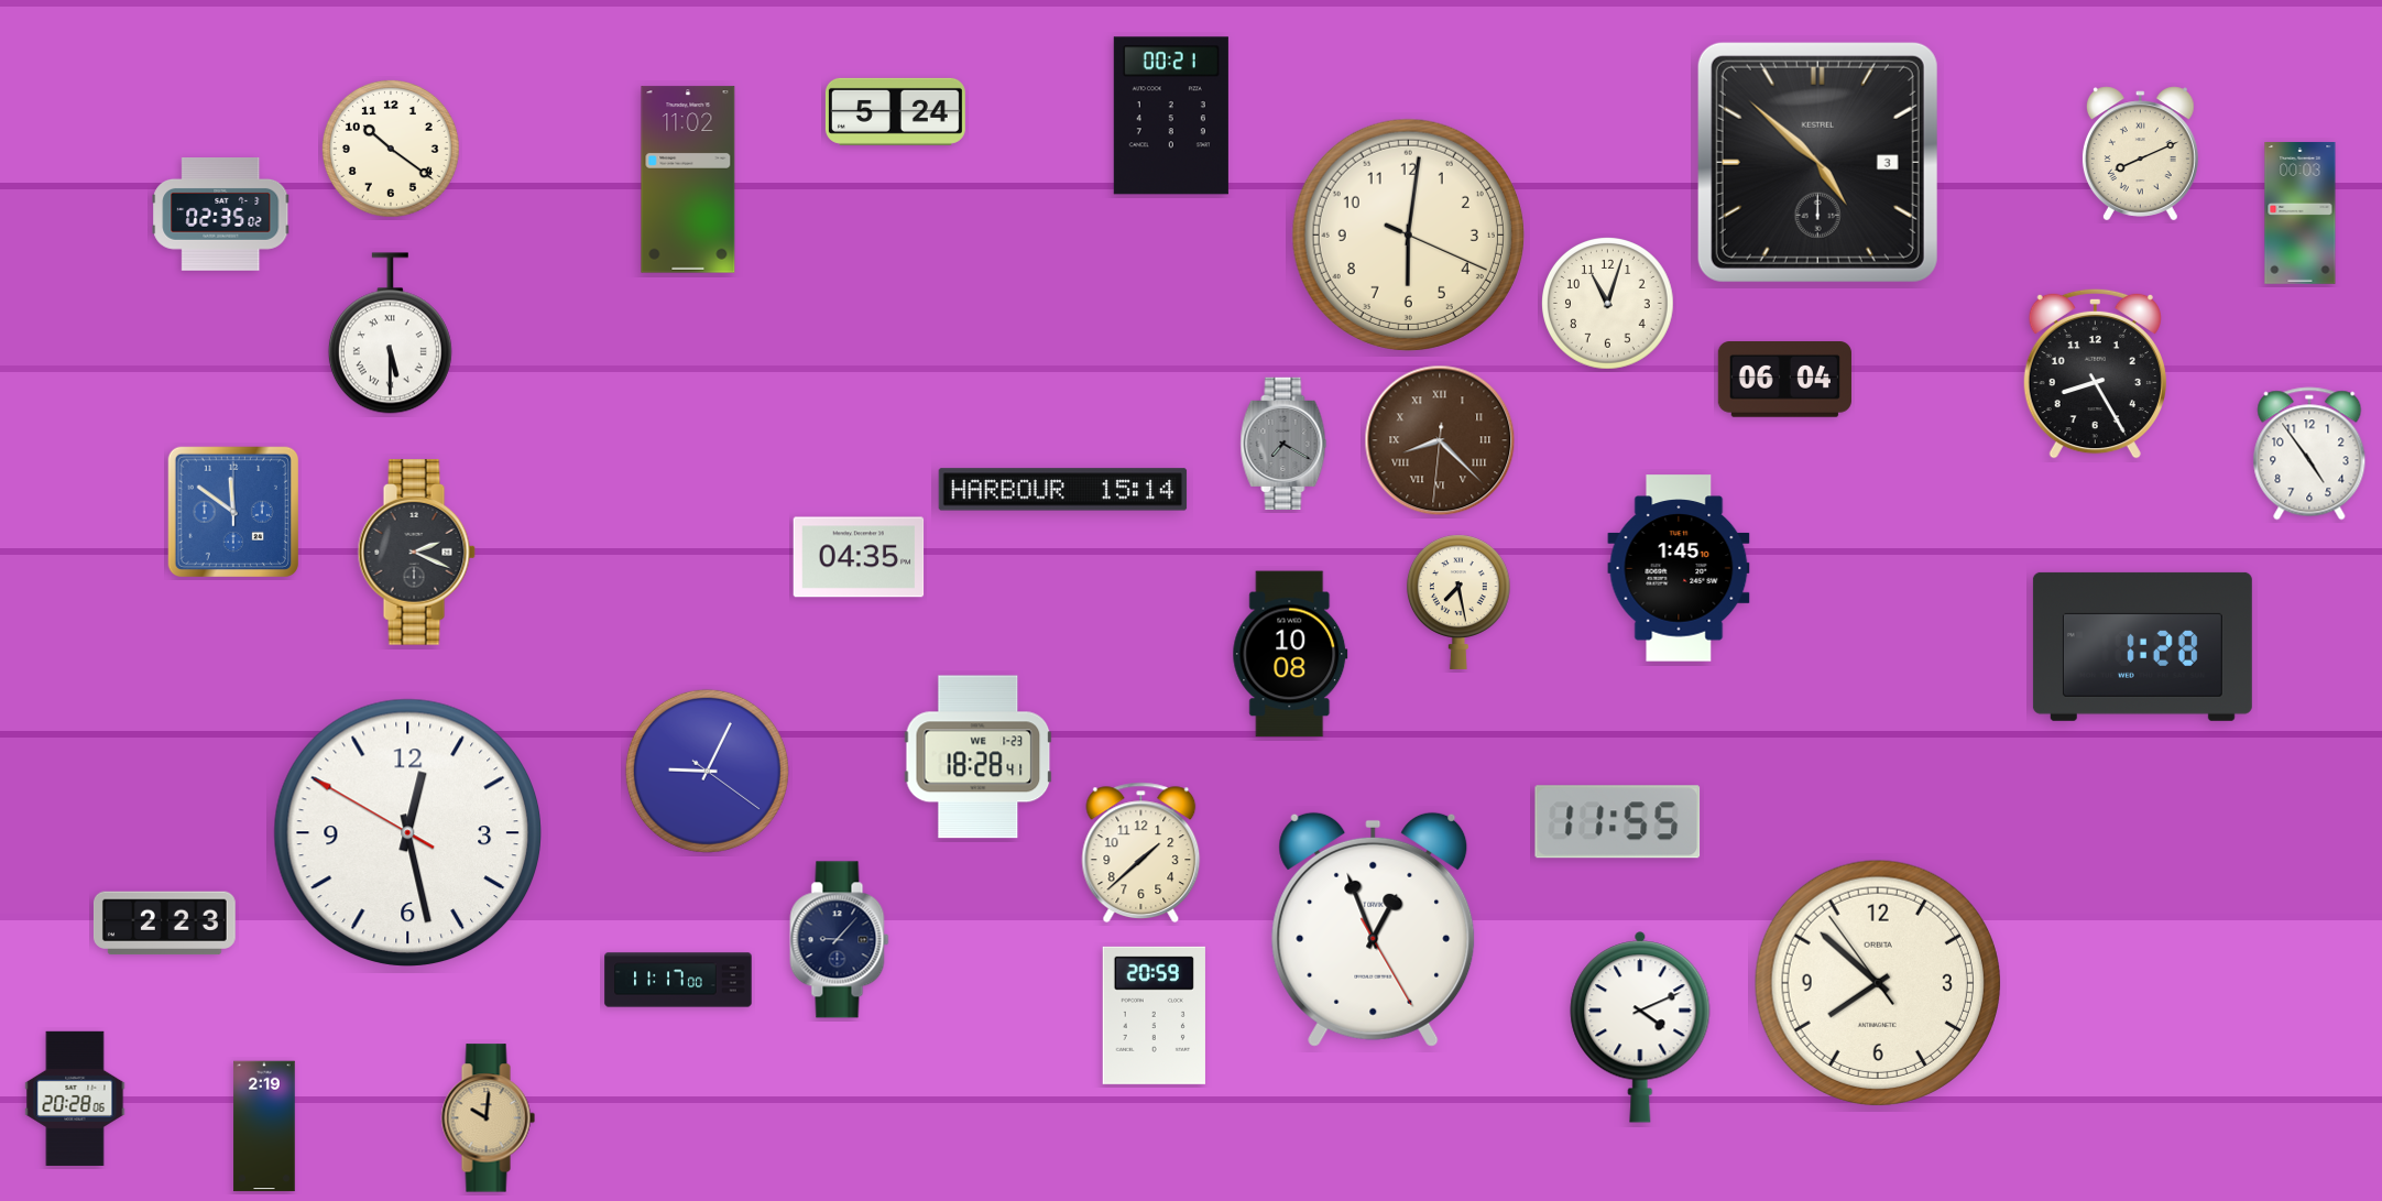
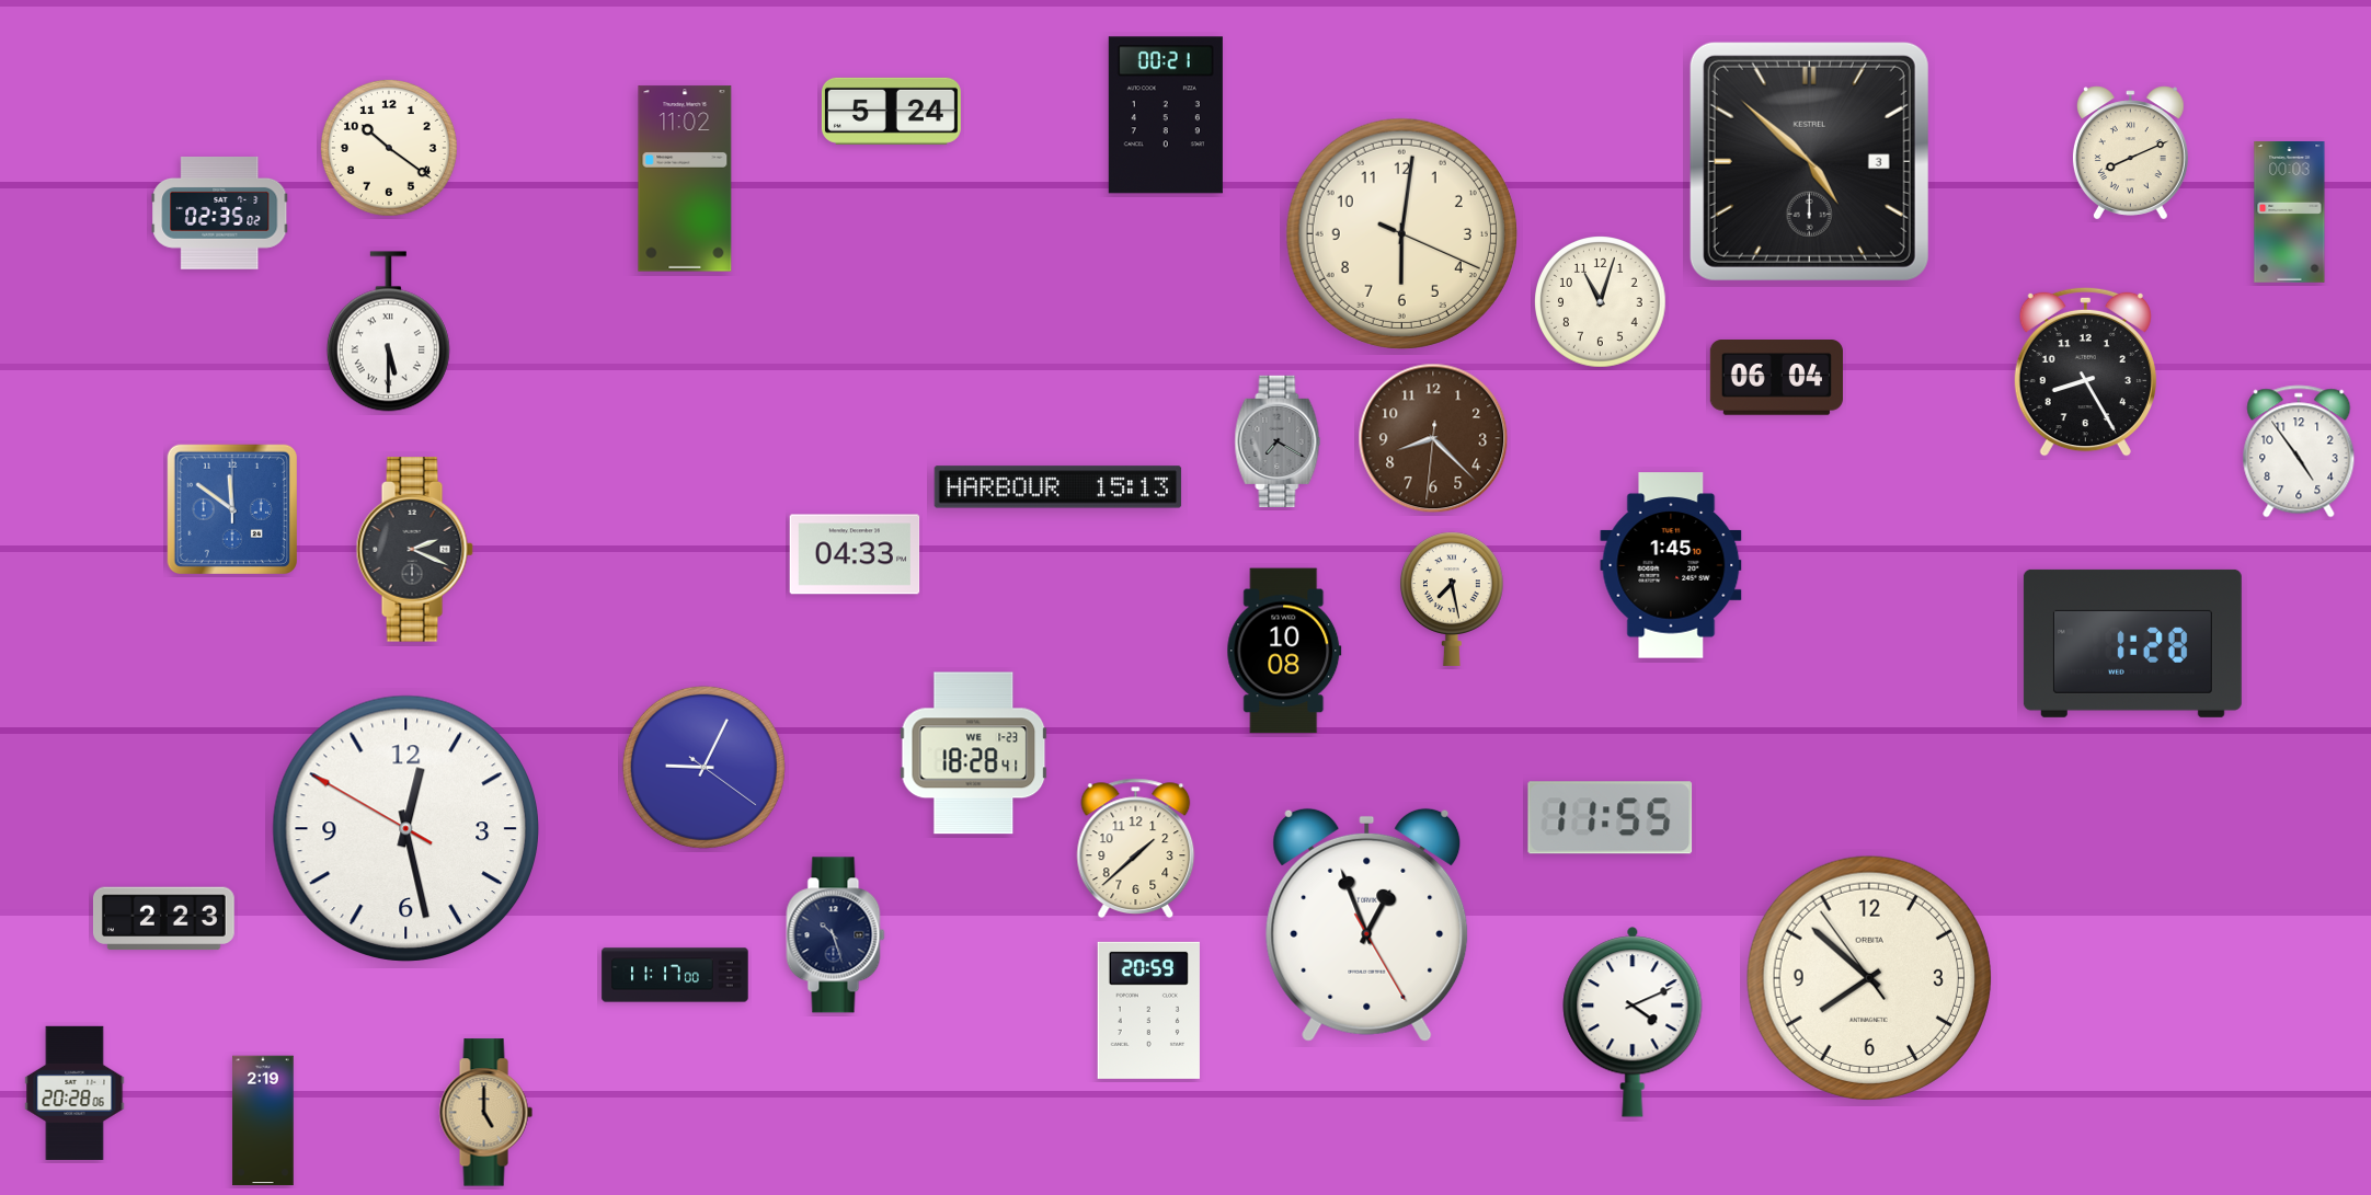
clock at (1440, 440) numerals: Roman -> Arabic
clock at (1063, 490): 15:14 -> 15:13
clock at (859, 557): 04:35 -> 04:33
clock at (840, 940): 9:07 -> 10:27
clock at (488, 1118): 10:01 -> 5:00
